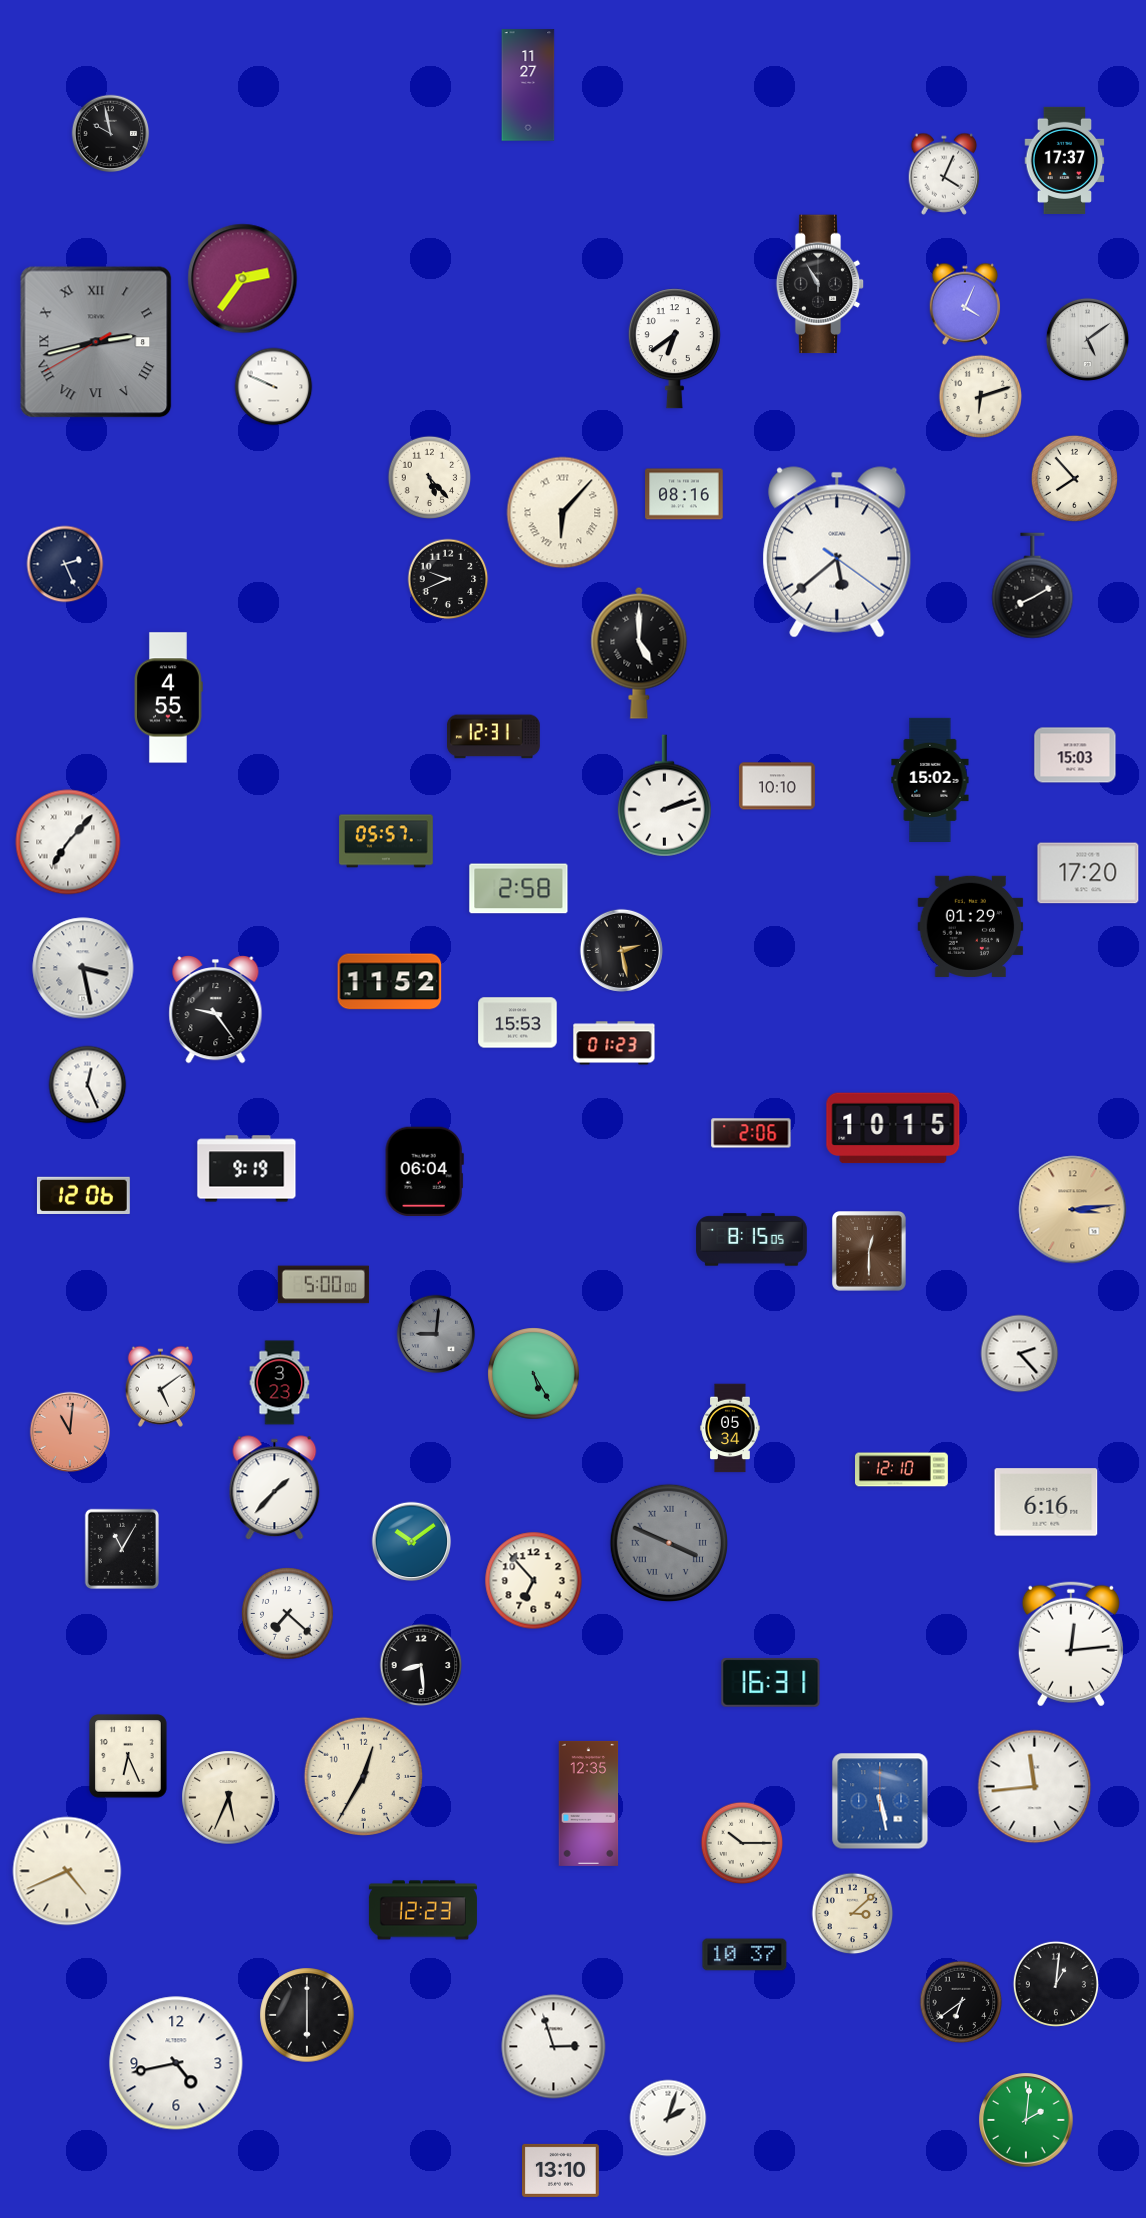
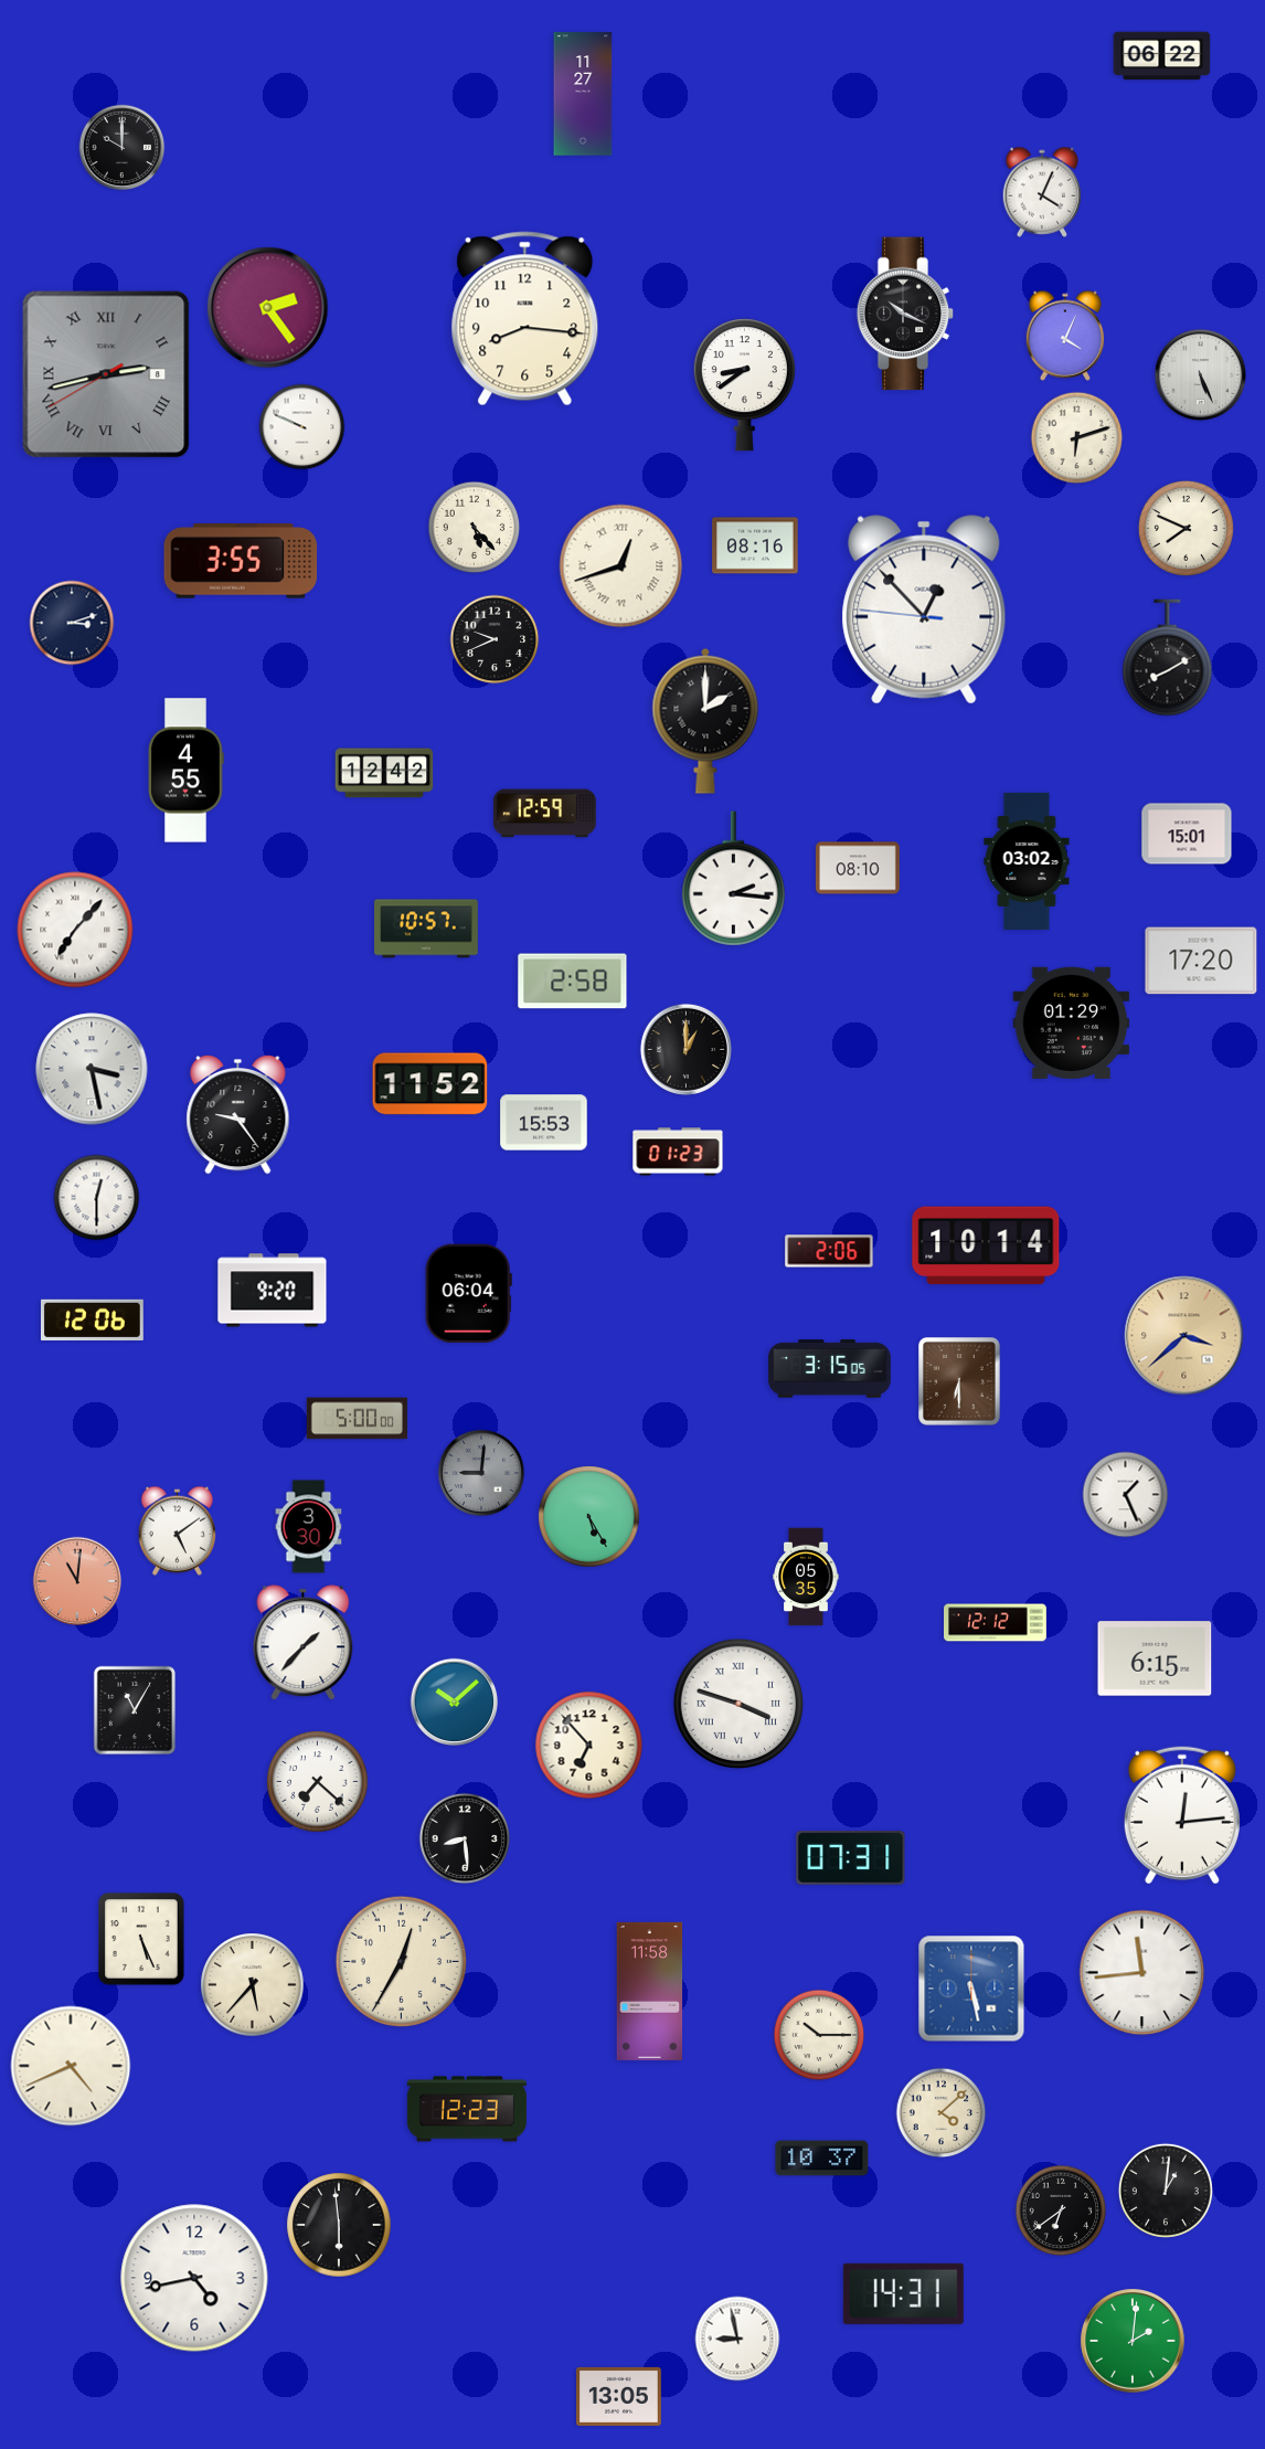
clock at (1162, 56): none -> 06:22
clock at (111, 134): 9:58 -> 10:00
clock at (1065, 160): 17:37 -> none
clock at (243, 279): 2:36 -> 2:24
clock at (820, 284): 10:55 -> 10:19
clock at (525, 319): none -> 8:16
clock at (1087, 339): 5:09 -> 5:26
clock at (96, 342) position: (96, 342) -> (106, 374)
clock at (674, 349): 6:39 -> 8:39
clock at (981, 397) position: (981, 397) -> (1077, 438)
clock at (1074, 478): 7:53 -> 7:49
clock at (241, 561): none -> 3:55
clock at (563, 513): 6:07 -> 12:42
clock at (837, 552): 5:38 -> 12:52
clock at (65, 564): 2:26 -> 3:12
clock at (1033, 586) position: (1033, 586) -> (1168, 658)
clock at (639, 653): 5:00 -> 2:00
clock at (384, 773): none -> 12:42
clock at (493, 737): 12:31 -> 12:59
clock at (1075, 755): 15:03 -> 15:01
clock at (930, 780): 15:02 -> 03:02
clock at (777, 786): 10:10 -> 08:10
clock at (664, 796): 2:12 -> 2:16
clock at (386, 841): 05:57 -> 10:57
clock at (1088, 873) position: (1088, 873) -> (1201, 961)
clock at (621, 950): 2:28 -> 1:00
clock at (518, 1023) position: (518, 1023) -> (544, 1123)
clock at (88, 1085): 12:26 -> 12:30
clock at (893, 1128): 10:15 -> 10:14
clock at (247, 1169): 9:19 -> 9:20
clock at (1073, 1210): 3:14 -> 3:38
clock at (752, 1240): 8:15 -> 3:15
clock at (870, 1252): 12:30 -> 6:30
clock at (1020, 1354): 2:23 -> 1:26
clock at (280, 1383): 3:23 -> 3:30
clock at (730, 1428): 05:34 -> 05:35
clock at (902, 1470): 12:10 -> 12:12
clock at (1046, 1502): 6:16 -> 6:15
clock at (412, 1542): 10:09 -> 10:08
clock at (668, 1542): 3:49 -> 3:48
clock at (668, 1542) dial: grey -> white
clock at (771, 1683): 16:31 -> 07:31
clock at (129, 1756): 6:26 -> 5:26
clock at (229, 1798): 5:34 -> 5:37
clock at (589, 1803): 12:35 -> 11:58
clock at (67, 1871) position: (67, 1871) -> (71, 2066)
clock at (853, 1914): 3:08 -> 4:08
clock at (307, 2015): 6:00 -> 5:59
clock at (554, 2047): 2:57 -> none
clock at (903, 2293): none -> 14:31
clock at (668, 2118): 2:03 -> 8:58
clock at (561, 2170): 13:10 -> 13:05
